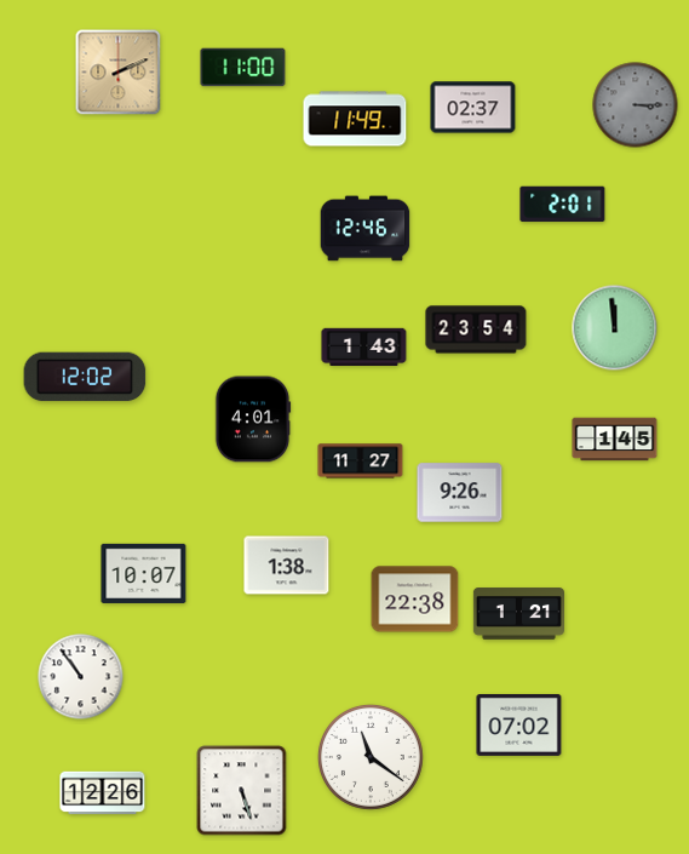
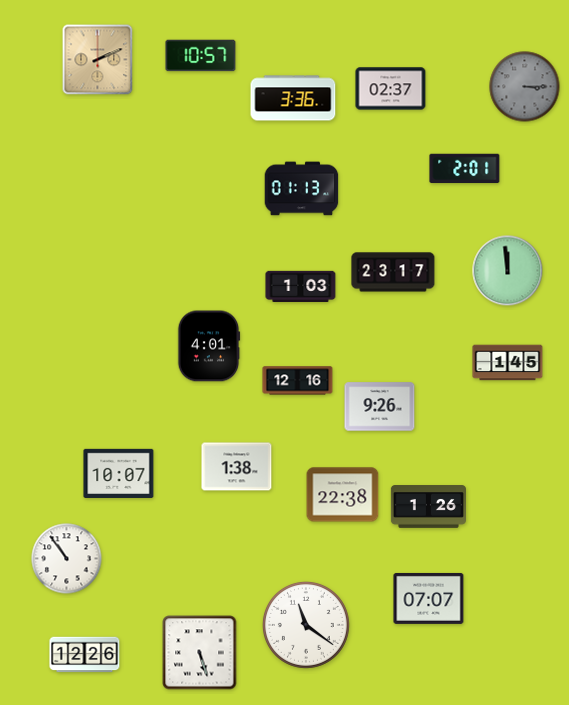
clock at (243, 68): 11:00 -> 10:57
clock at (355, 119): 11:49 -> 3:36
clock at (366, 229): 12:46 -> 01:13
clock at (476, 329): 23:54 -> 23:17
clock at (364, 346): 1:43 -> 1:03
clock at (85, 377): 12:02 -> none
clock at (361, 462): 11:27 -> 12:16
clock at (518, 614): 1:21 -> 1:26
clock at (519, 724): 07:02 -> 07:07
